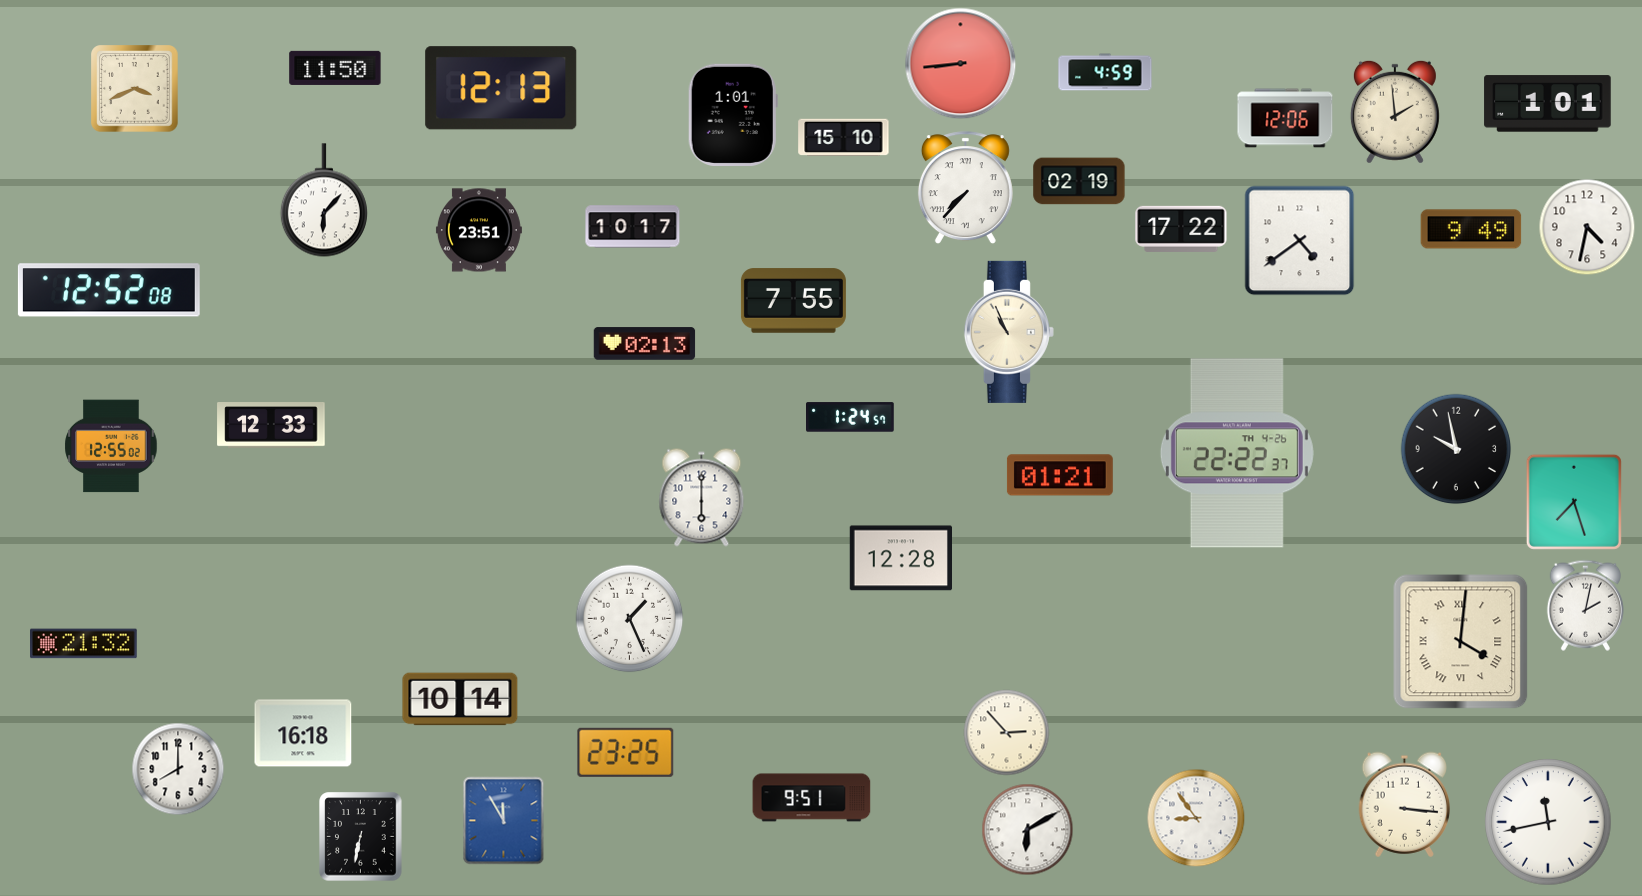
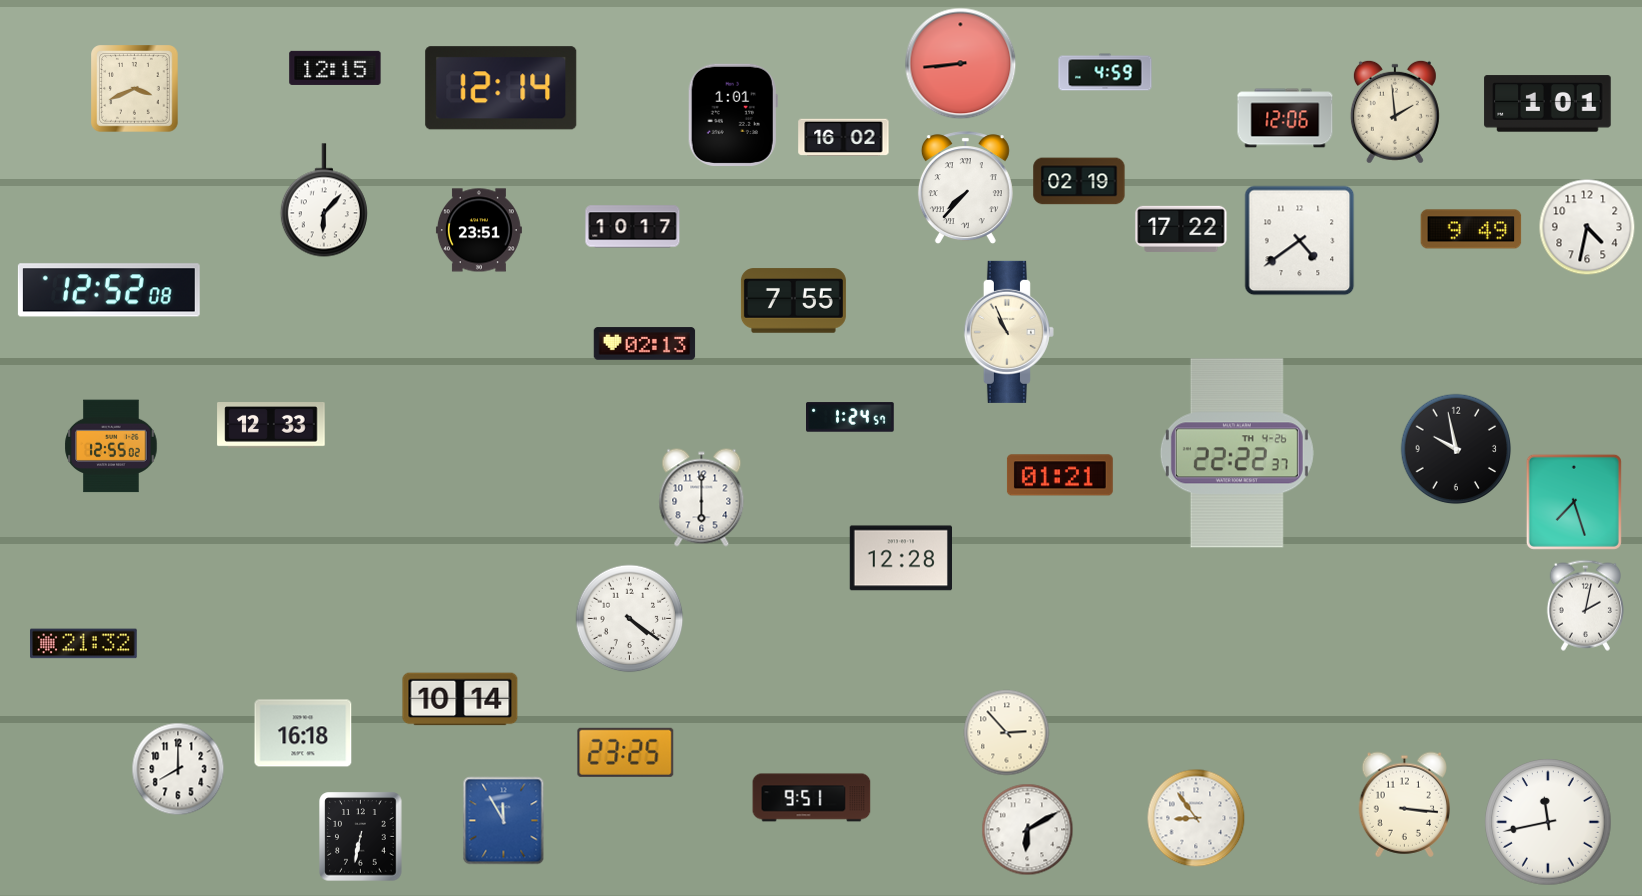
clock at (335, 68): 11:50 -> 12:15
clock at (501, 88): 12:13 -> 12:14
clock at (844, 138): 15:10 -> 16:02
clock at (630, 619): 1:26 -> 4:21
clock at (1461, 642): 4:01 -> none
